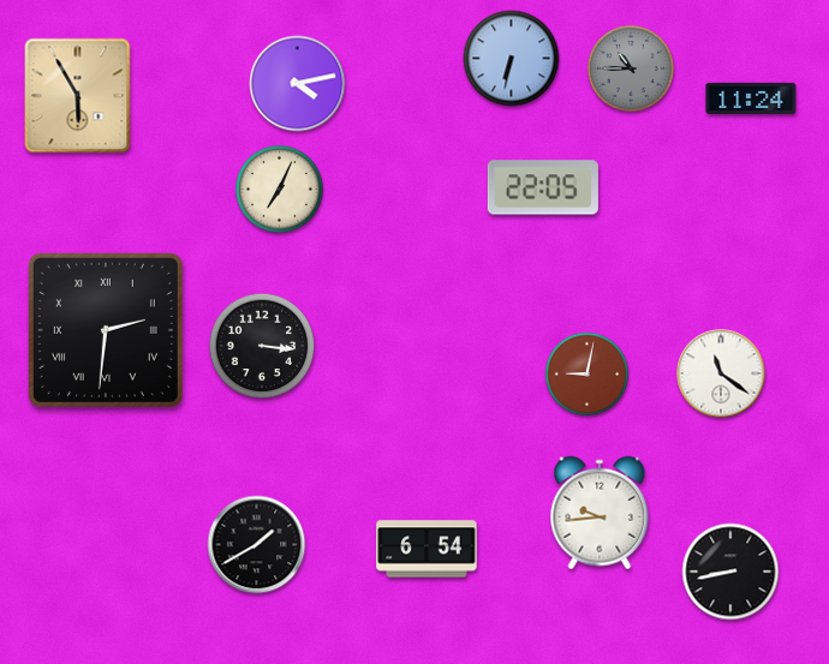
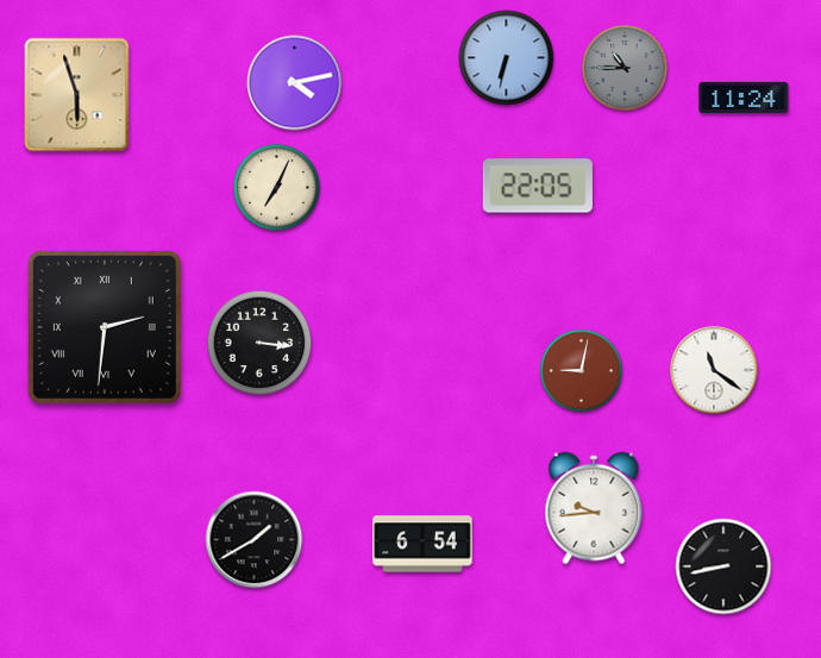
clock at (78, 96): 5:55 -> 5:57
